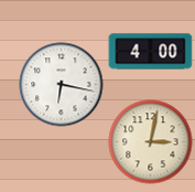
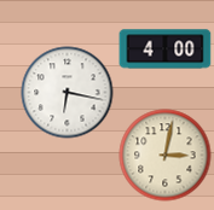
clock at (151, 52) position: (151, 52) -> (166, 49)
